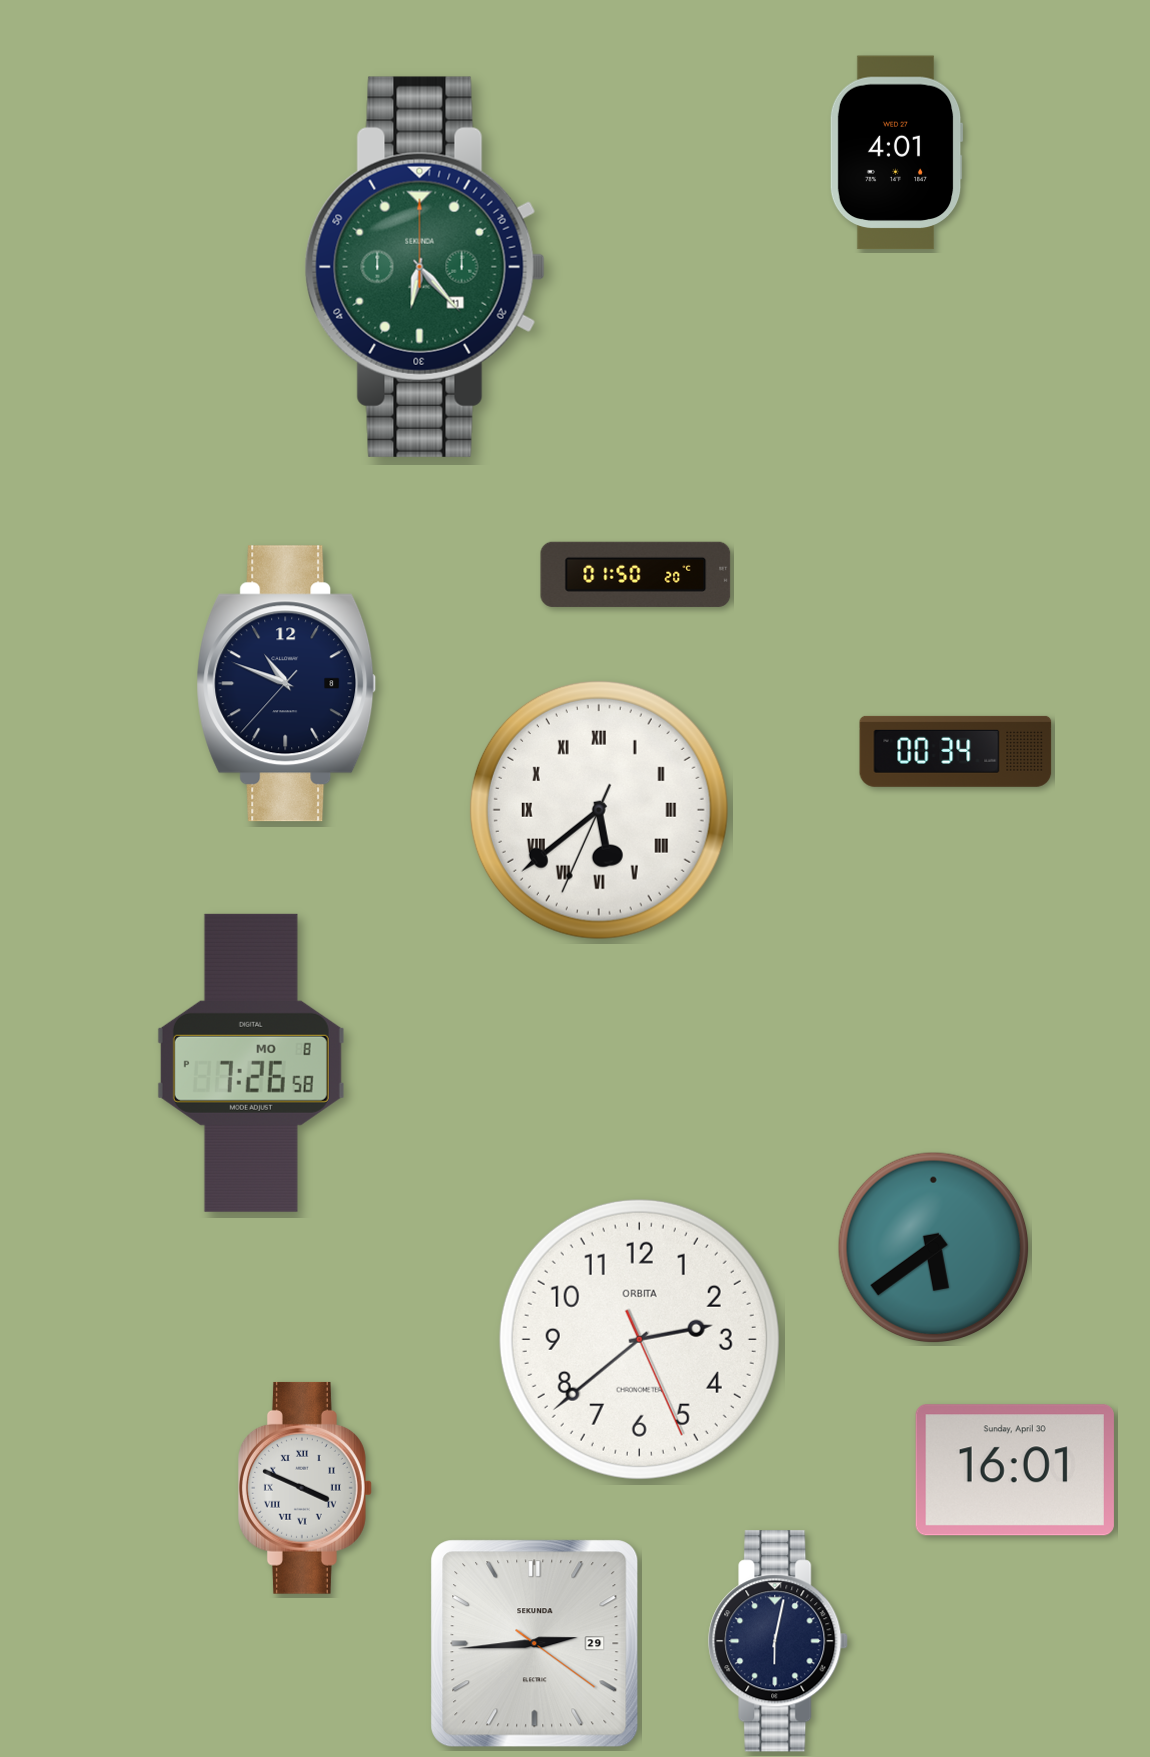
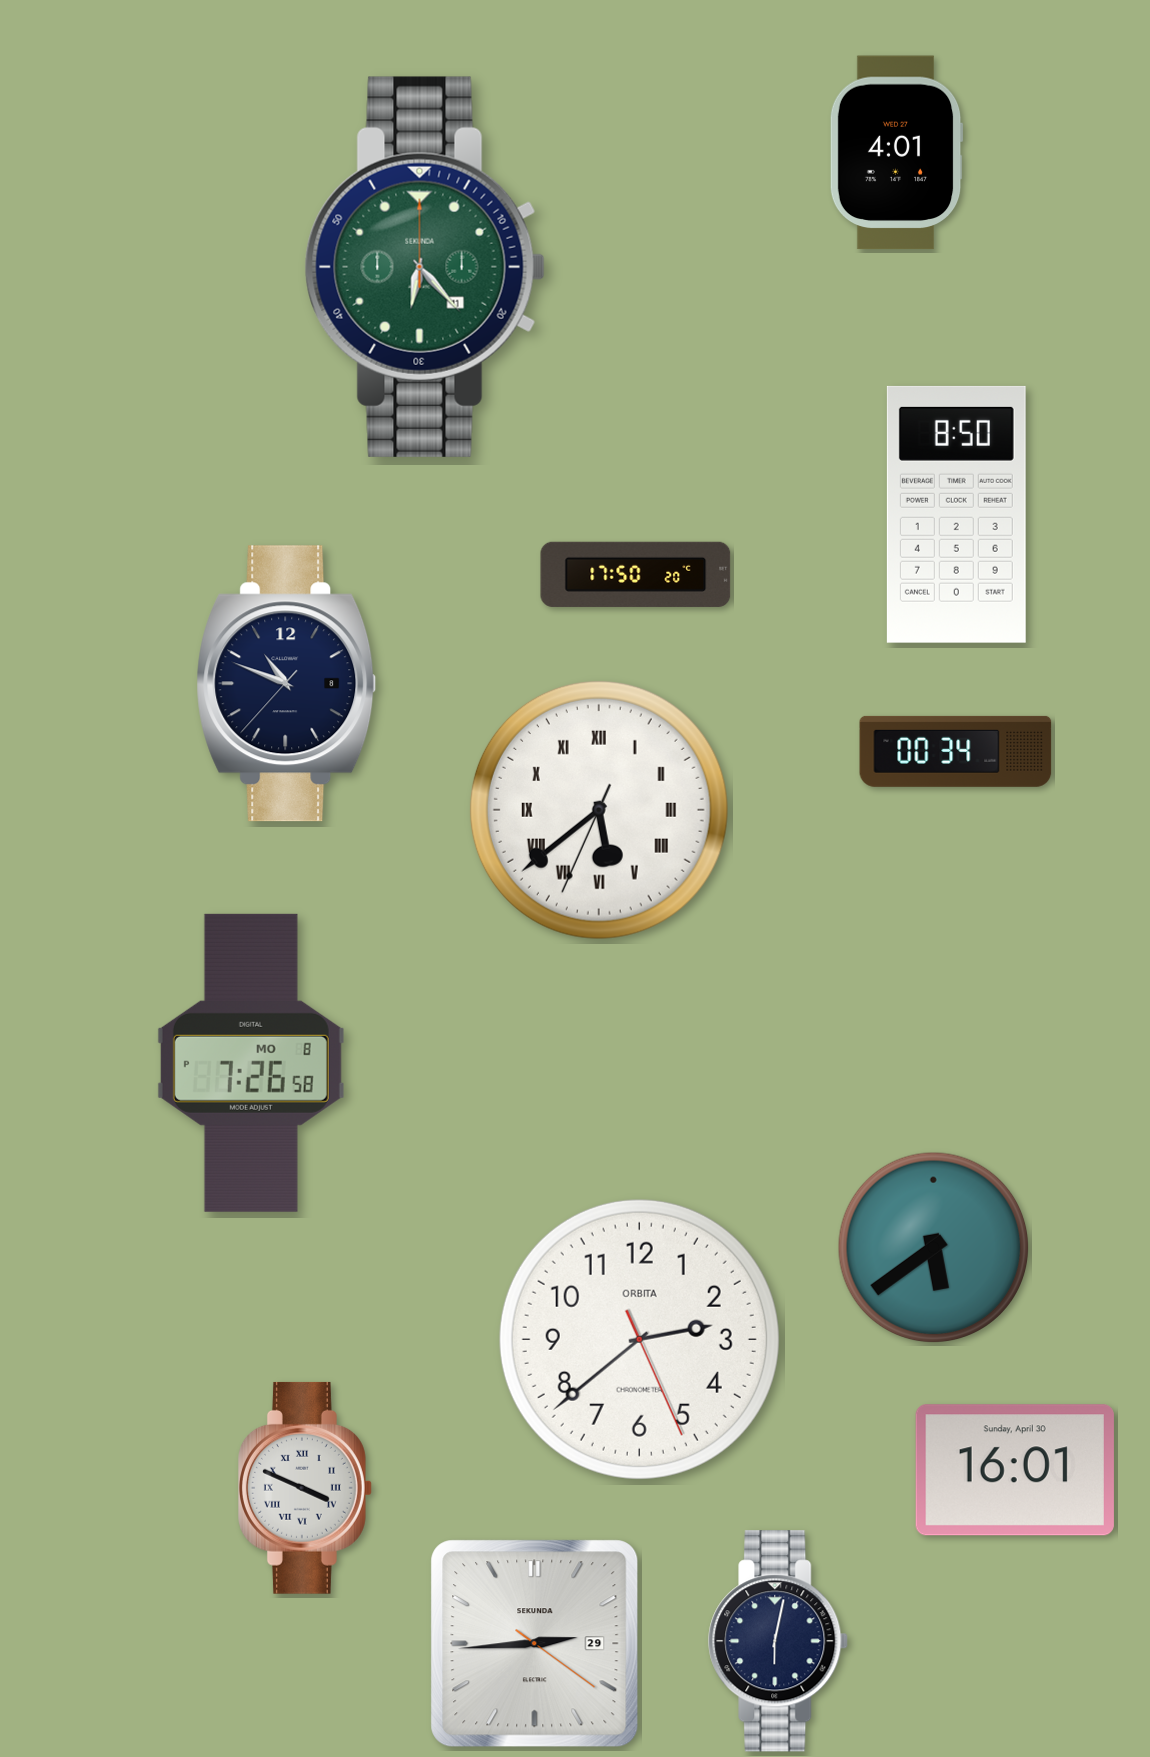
clock at (956, 514): none -> 8:50
clock at (636, 574): 01:50 -> 17:50
